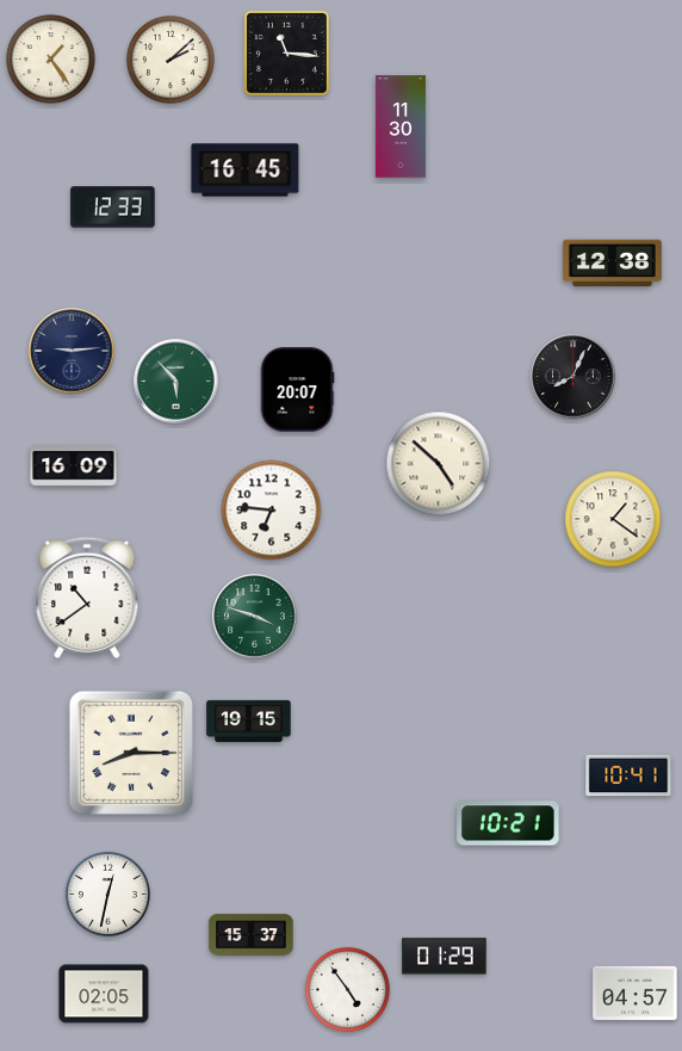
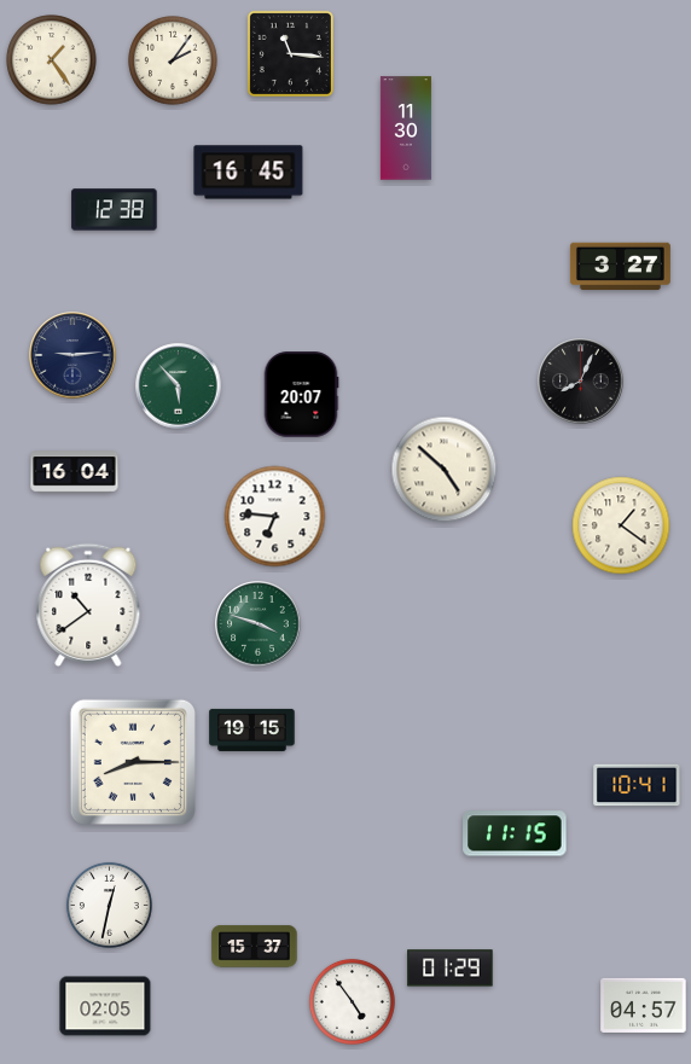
clock at (170, 60): 2:08 -> 2:06
clock at (113, 208): 12:33 -> 12:38
clock at (612, 264): 12:38 -> 3:27
clock at (74, 466): 16:09 -> 16:04
clock at (508, 823): 10:21 -> 11:15
